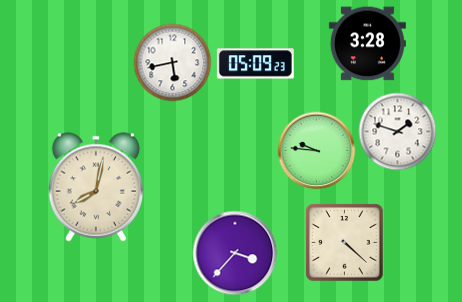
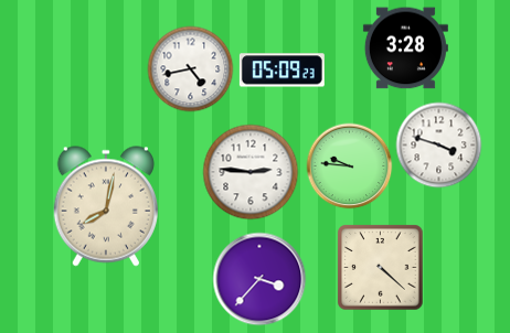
clock at (172, 62): 5:43 -> 4:43
clock at (397, 131): 1:48 -> 3:48
clock at (251, 172): none -> 2:46
